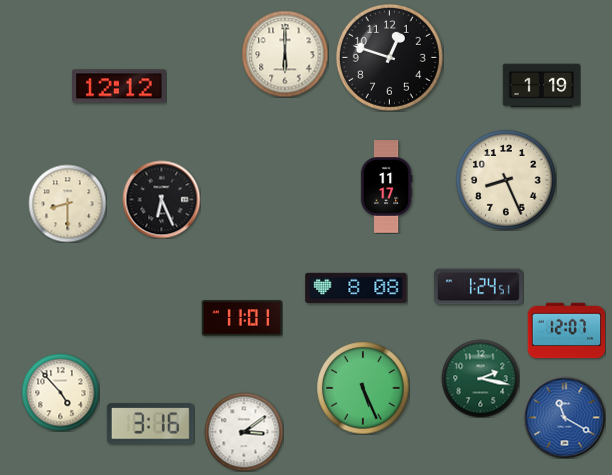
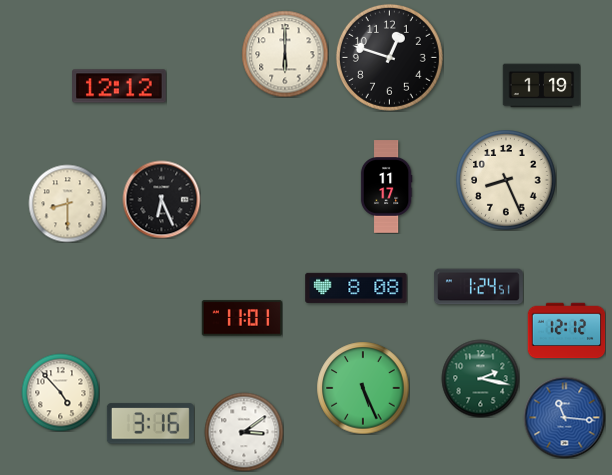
clock at (566, 331): 12:07 -> 12:12
clock at (564, 417): 11:20 -> 11:16
